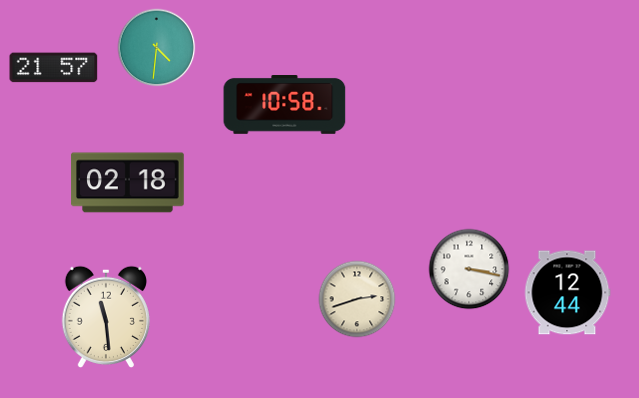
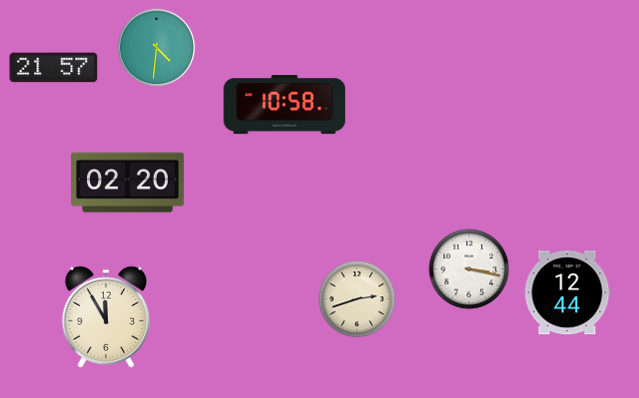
clock at (128, 183): 02:18 -> 02:20
clock at (105, 316): 11:29 -> 11:55
